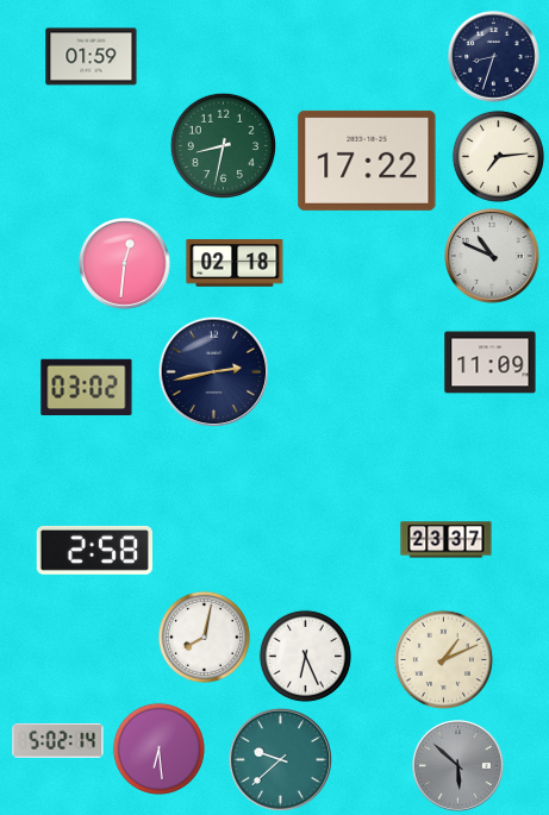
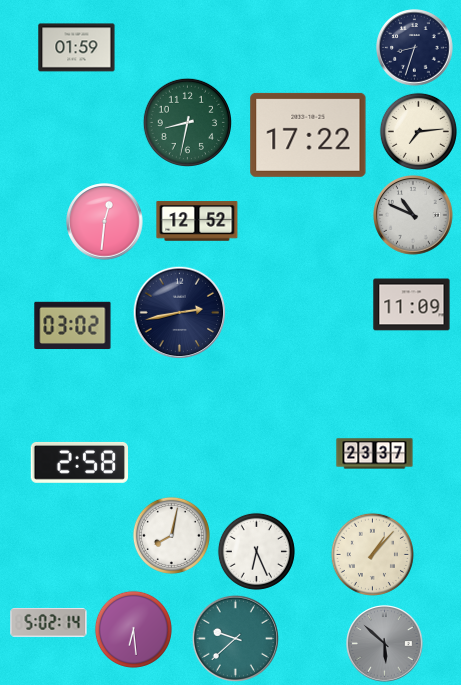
clock at (235, 263): 02:18 -> 12:52
clock at (443, 659): 1:11 -> 1:07
